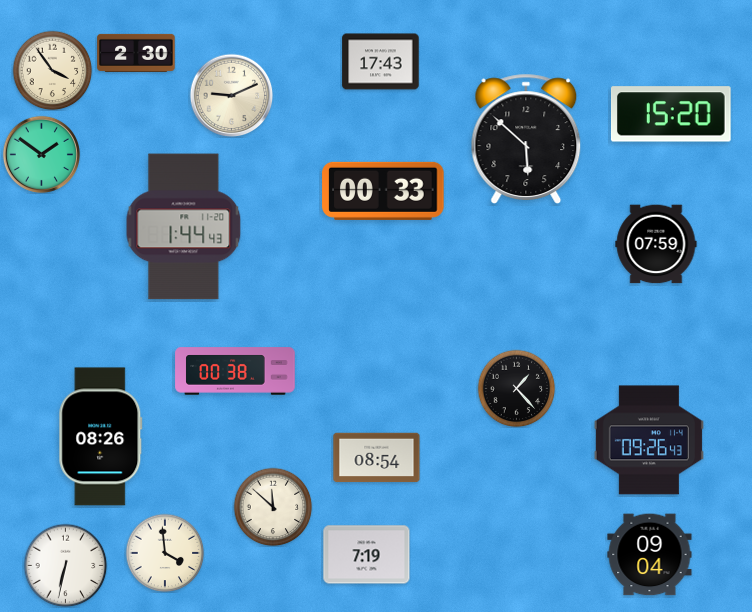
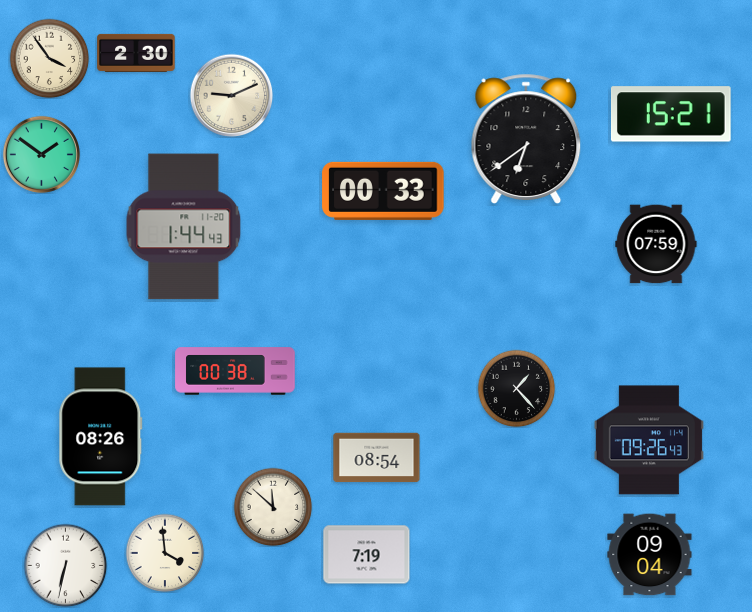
clock at (381, 62): 17:43 -> none
clock at (52, 70) position: (52, 70) -> (49, 58)
clock at (671, 114): 15:20 -> 15:21
clock at (526, 139): 5:52 -> 6:39
